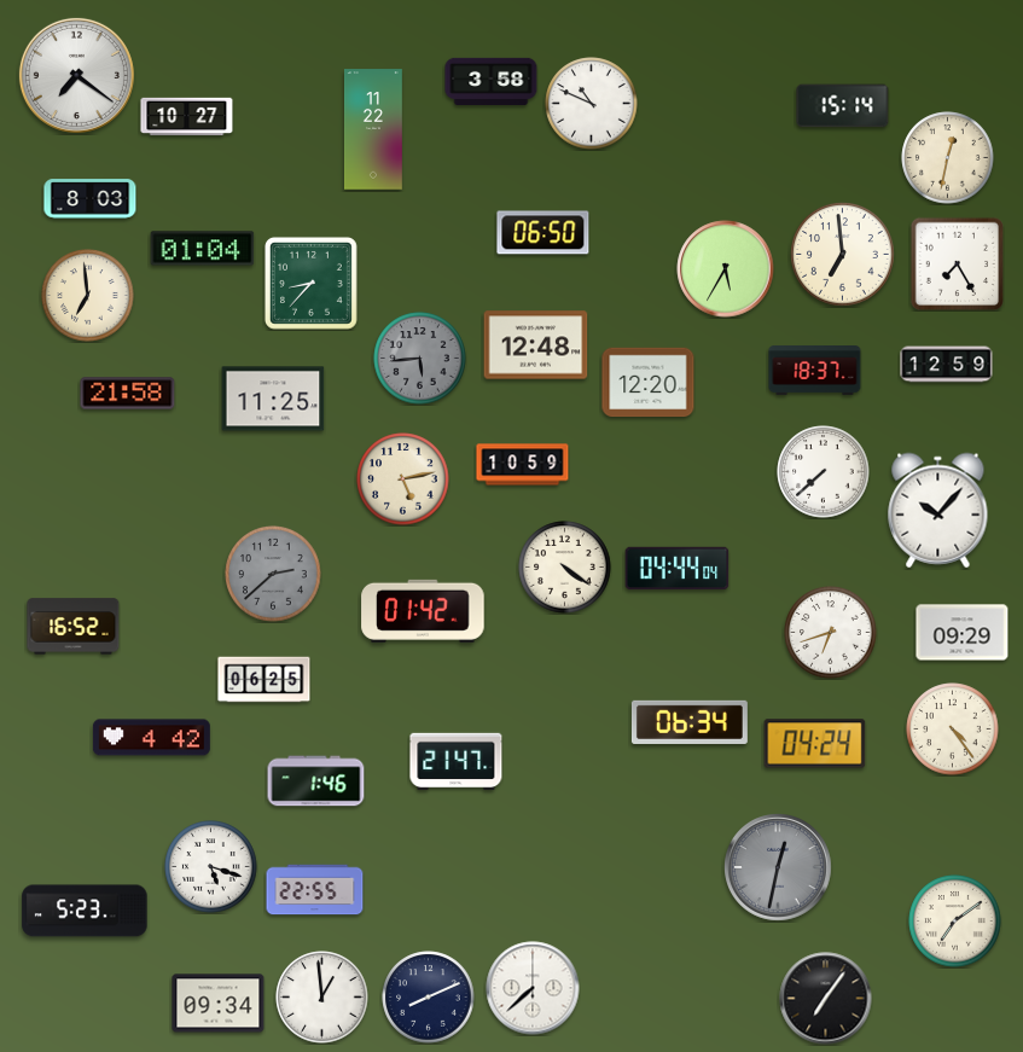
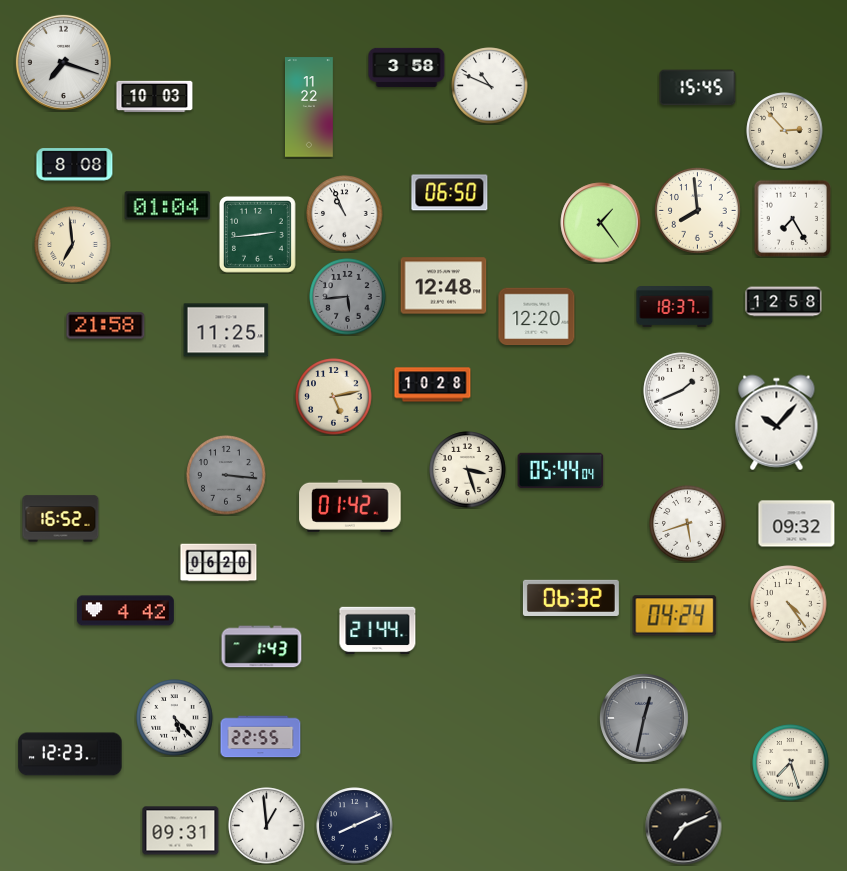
clock at (76, 75): 7:21 -> 7:18
clock at (843, 106): 15:14 -> 15:45
clock at (187, 117): 10:27 -> 10:03
clock at (948, 158): 12:32 -> 2:53
clock at (91, 199): 8:03 -> 8:08
clock at (843, 255): 6:59 -> 7:59
clock at (345, 214): none -> 10:56
clock at (726, 269): 5:35 -> 1:24
clock at (312, 284): 8:37 -> 2:44
clock at (947, 365): 12:59 -> 12:58
clock at (523, 465): 10:59 -> 10:28
clock at (824, 472): 7:38 -> 1:41
clock at (565, 568): 4:21 -> 3:27
clock at (678, 569): 04:44 -> 05:44
clock at (273, 574): 2:38 -> 3:16
clock at (831, 633): 6:42 -> 5:42
clock at (963, 633): 09:29 -> 09:32
clock at (265, 680): 06:25 -> 06:20
clock at (690, 722): 06:34 -> 06:32
clock at (457, 761): 21:47 -> 21:44
clock at (316, 781): 1:46 -> 1:43
clock at (211, 867): 5:18 -> 5:23
clock at (85, 911): 5:23 -> 12:23
clock at (955, 922): 7:09 -> 7:27
clock at (533, 988): 7:38 -> none
clock at (826, 999): 7:06 -> 7:11
clock at (219, 1004): 09:34 -> 09:31
